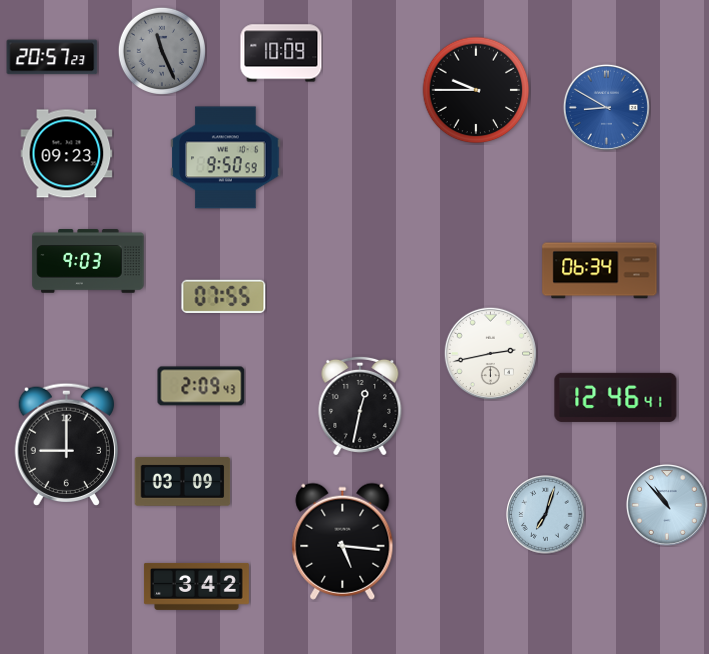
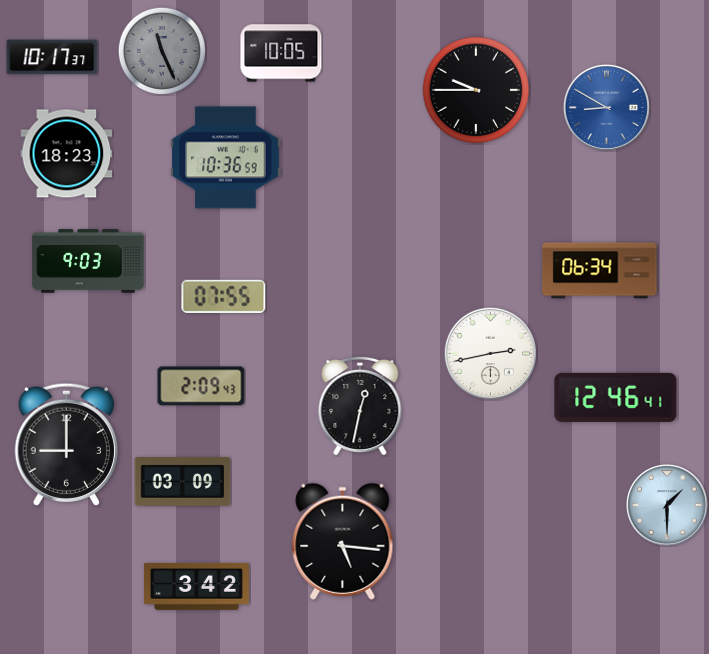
clock at (281, 53): 10:09 -> 10:05
clock at (52, 57): 20:57 -> 10:17
clock at (67, 154): 09:23 -> 18:23
clock at (226, 158): 9:50 -> 10:36
clock at (667, 505): 10:53 -> 1:30
clock at (546, 515): 7:03 -> none
